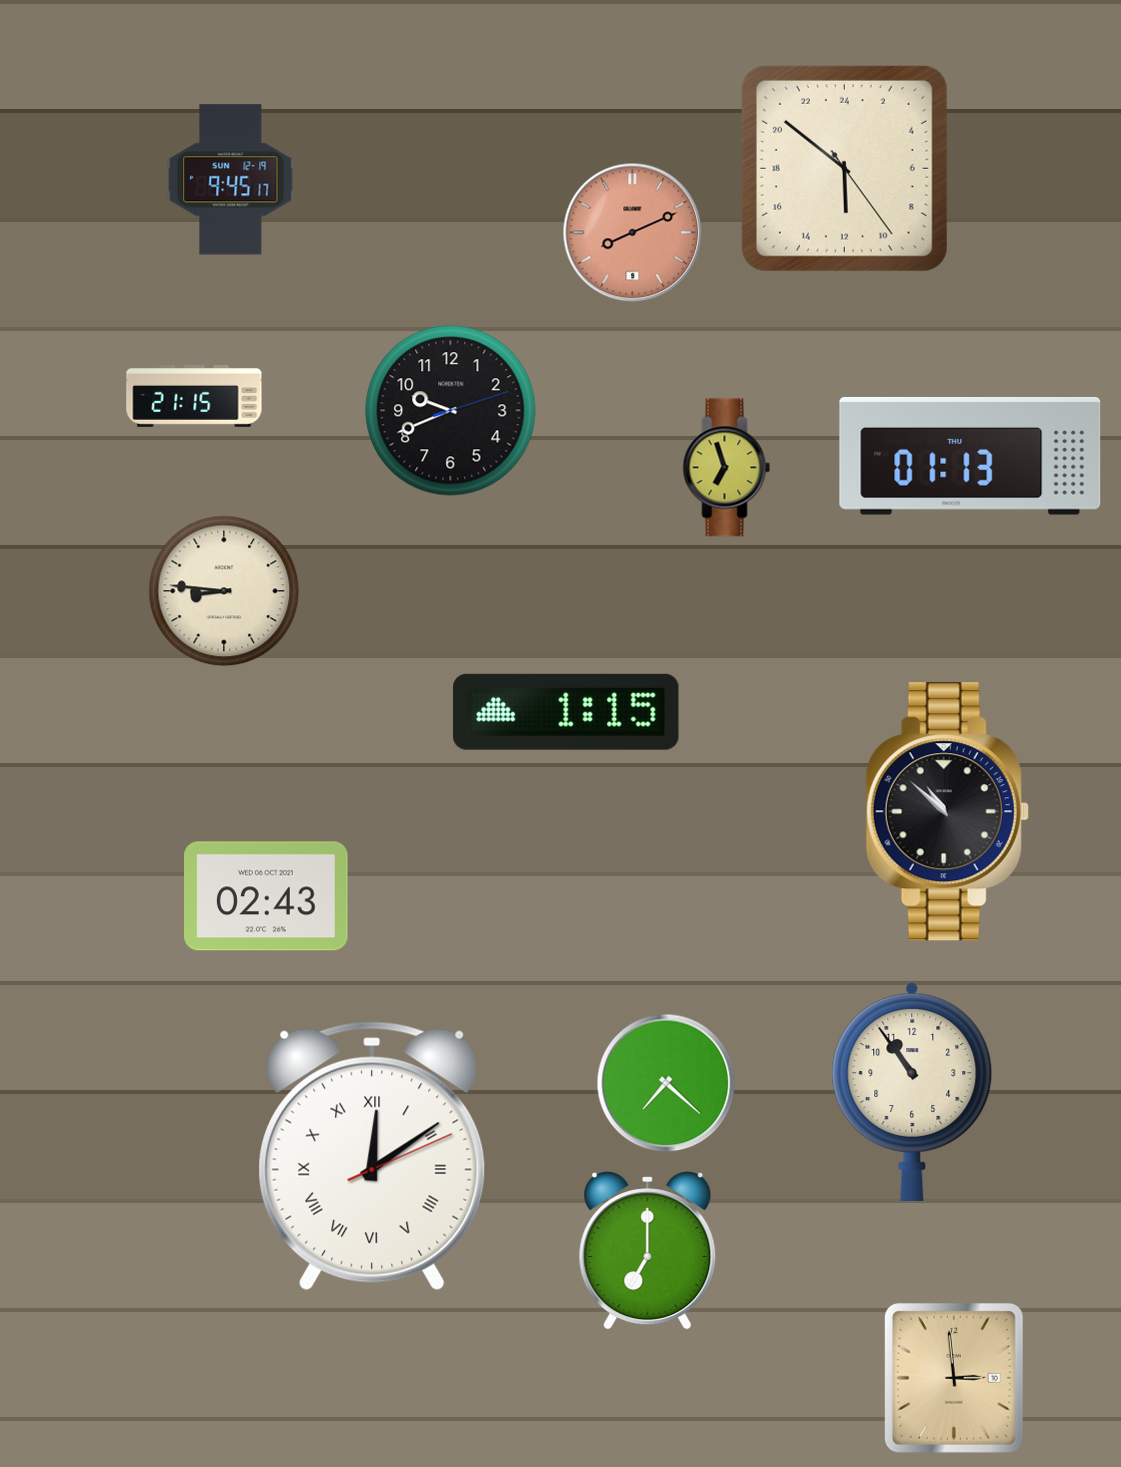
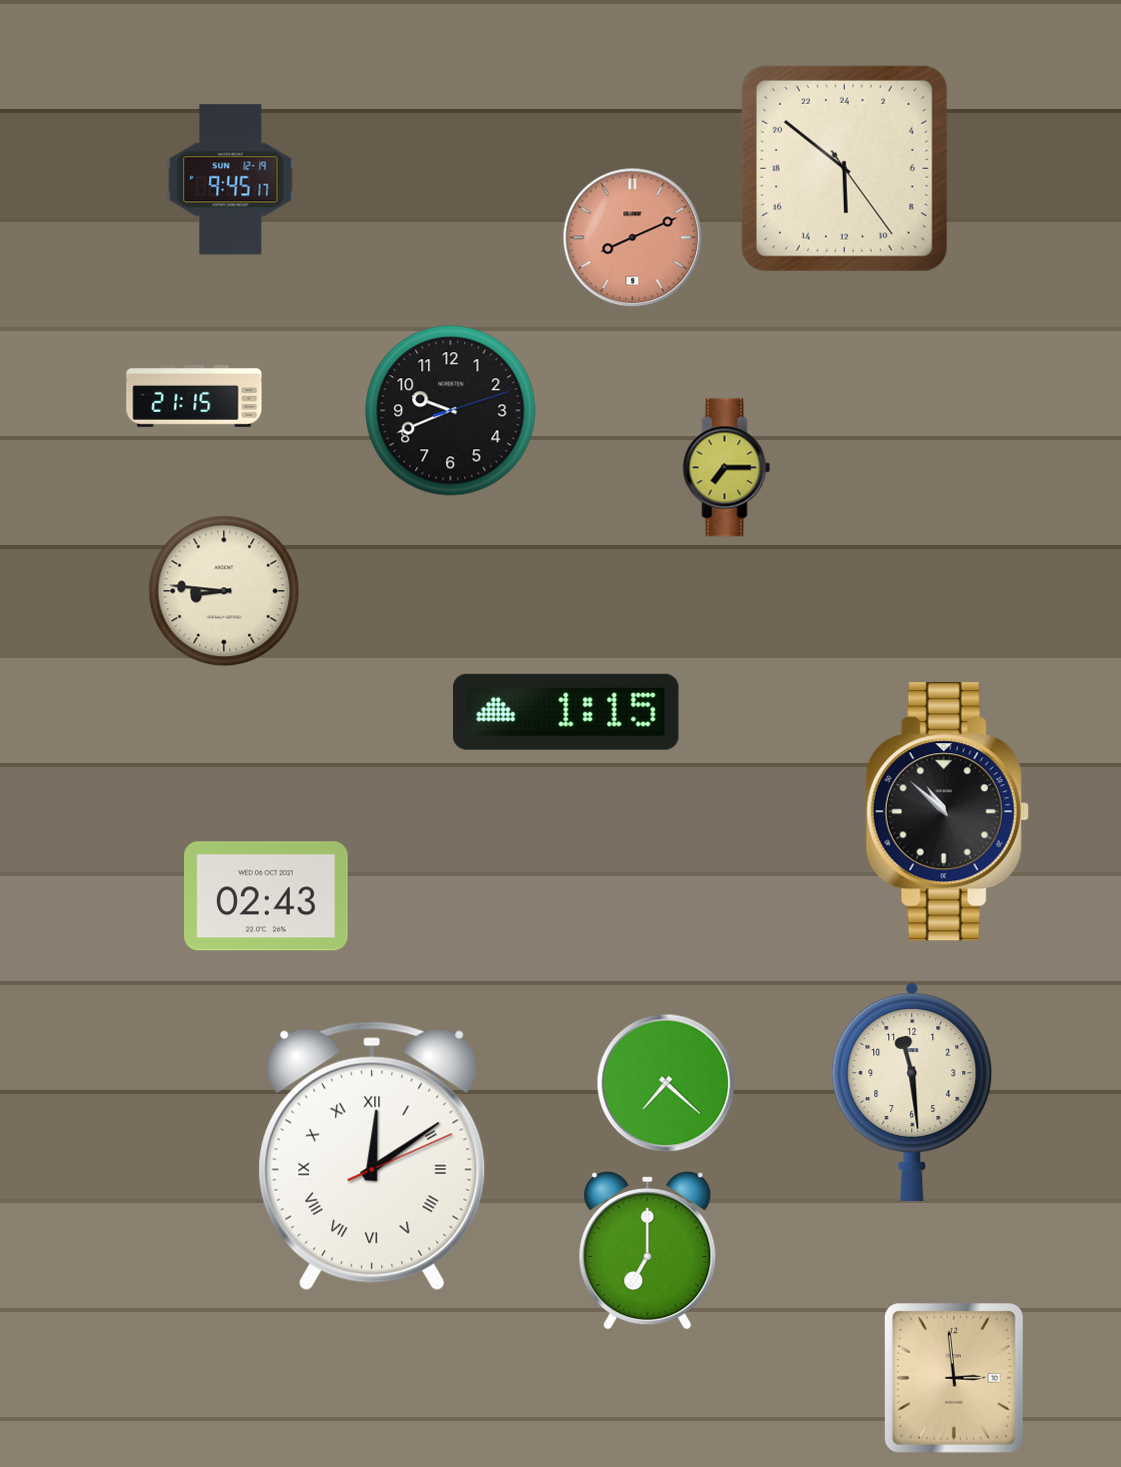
clock at (633, 233) position: (633, 233) -> (633, 238)
clock at (970, 456): 01:13 -> none
clock at (727, 468): 6:57 -> 7:15
clock at (912, 1092): 10:54 -> 11:29
